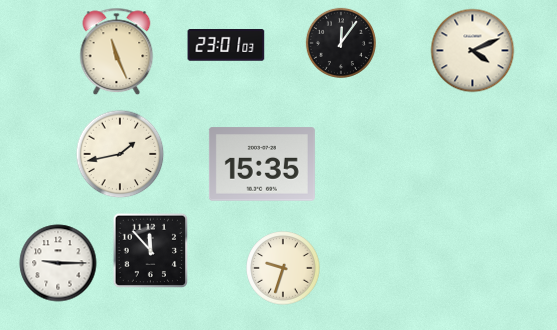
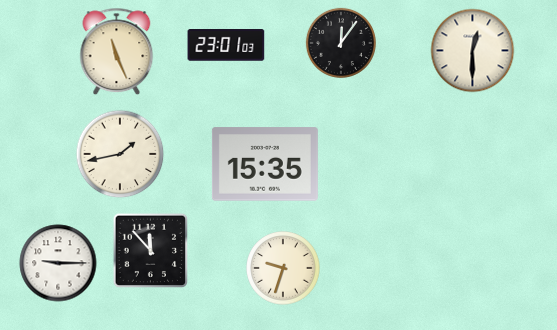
clock at (473, 51): 4:11 -> 12:30
clock at (262, 164) position: (262, 164) -> (265, 164)
